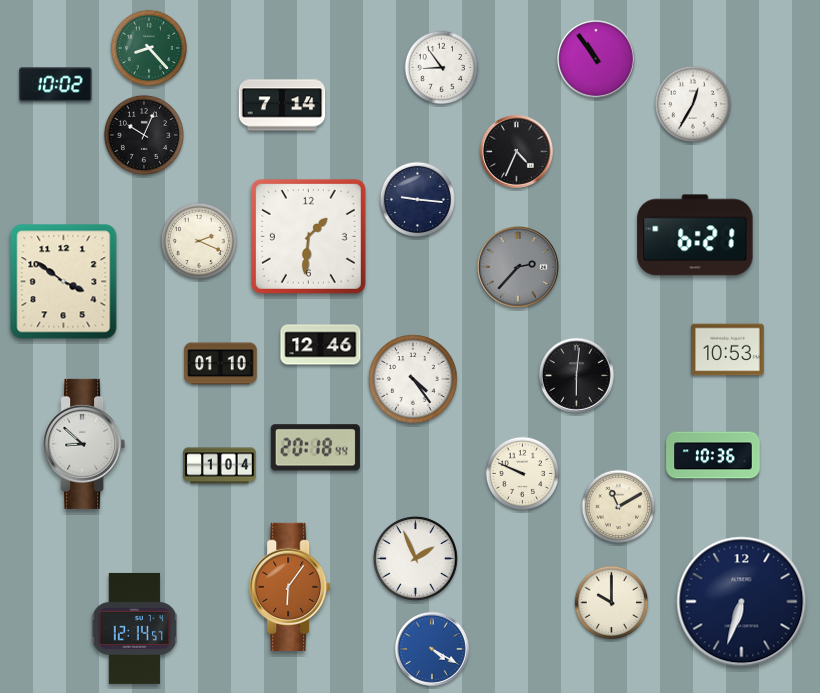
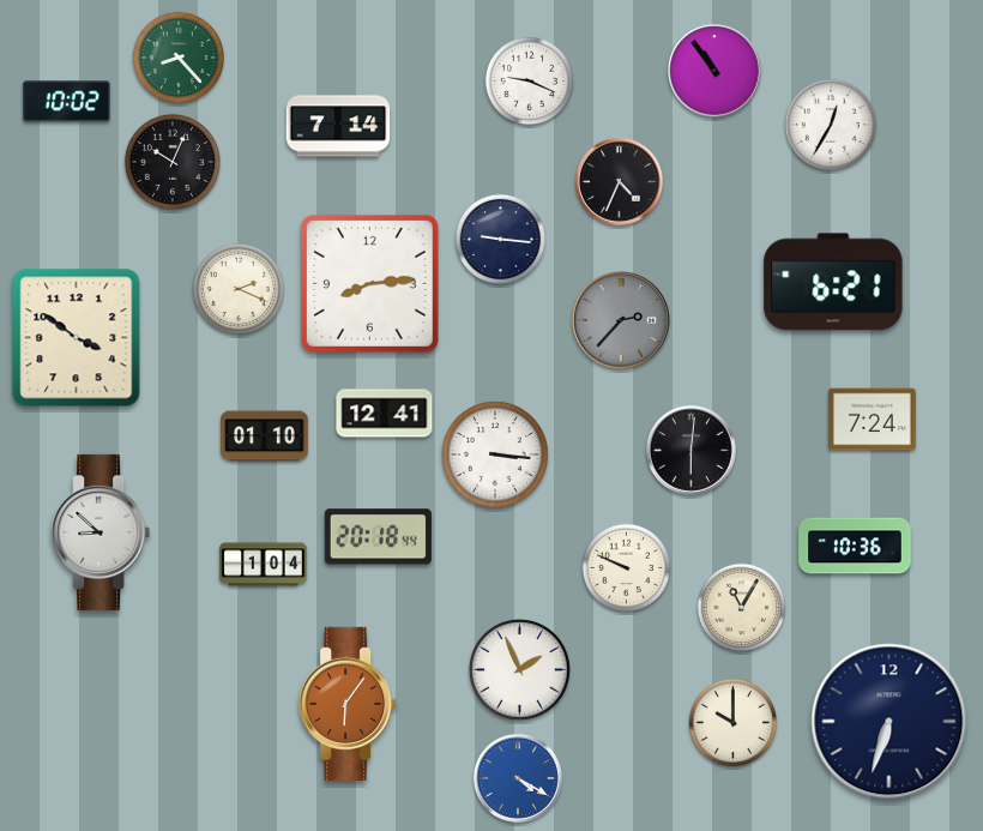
clock at (442, 68): 8:54 -> 9:19
clock at (308, 236): 1:31 -> 8:14
clock at (321, 345): 12:46 -> 12:41
clock at (728, 350): 10:53 -> 7:24
clock at (413, 379): 4:24 -> 3:16
clock at (220, 466) position: (220, 466) -> (264, 565)
clock at (619, 507): 11:10 -> 11:05
clock at (415, 558) position: (415, 558) -> (519, 669)
clock at (135, 628): 12:14 -> none
